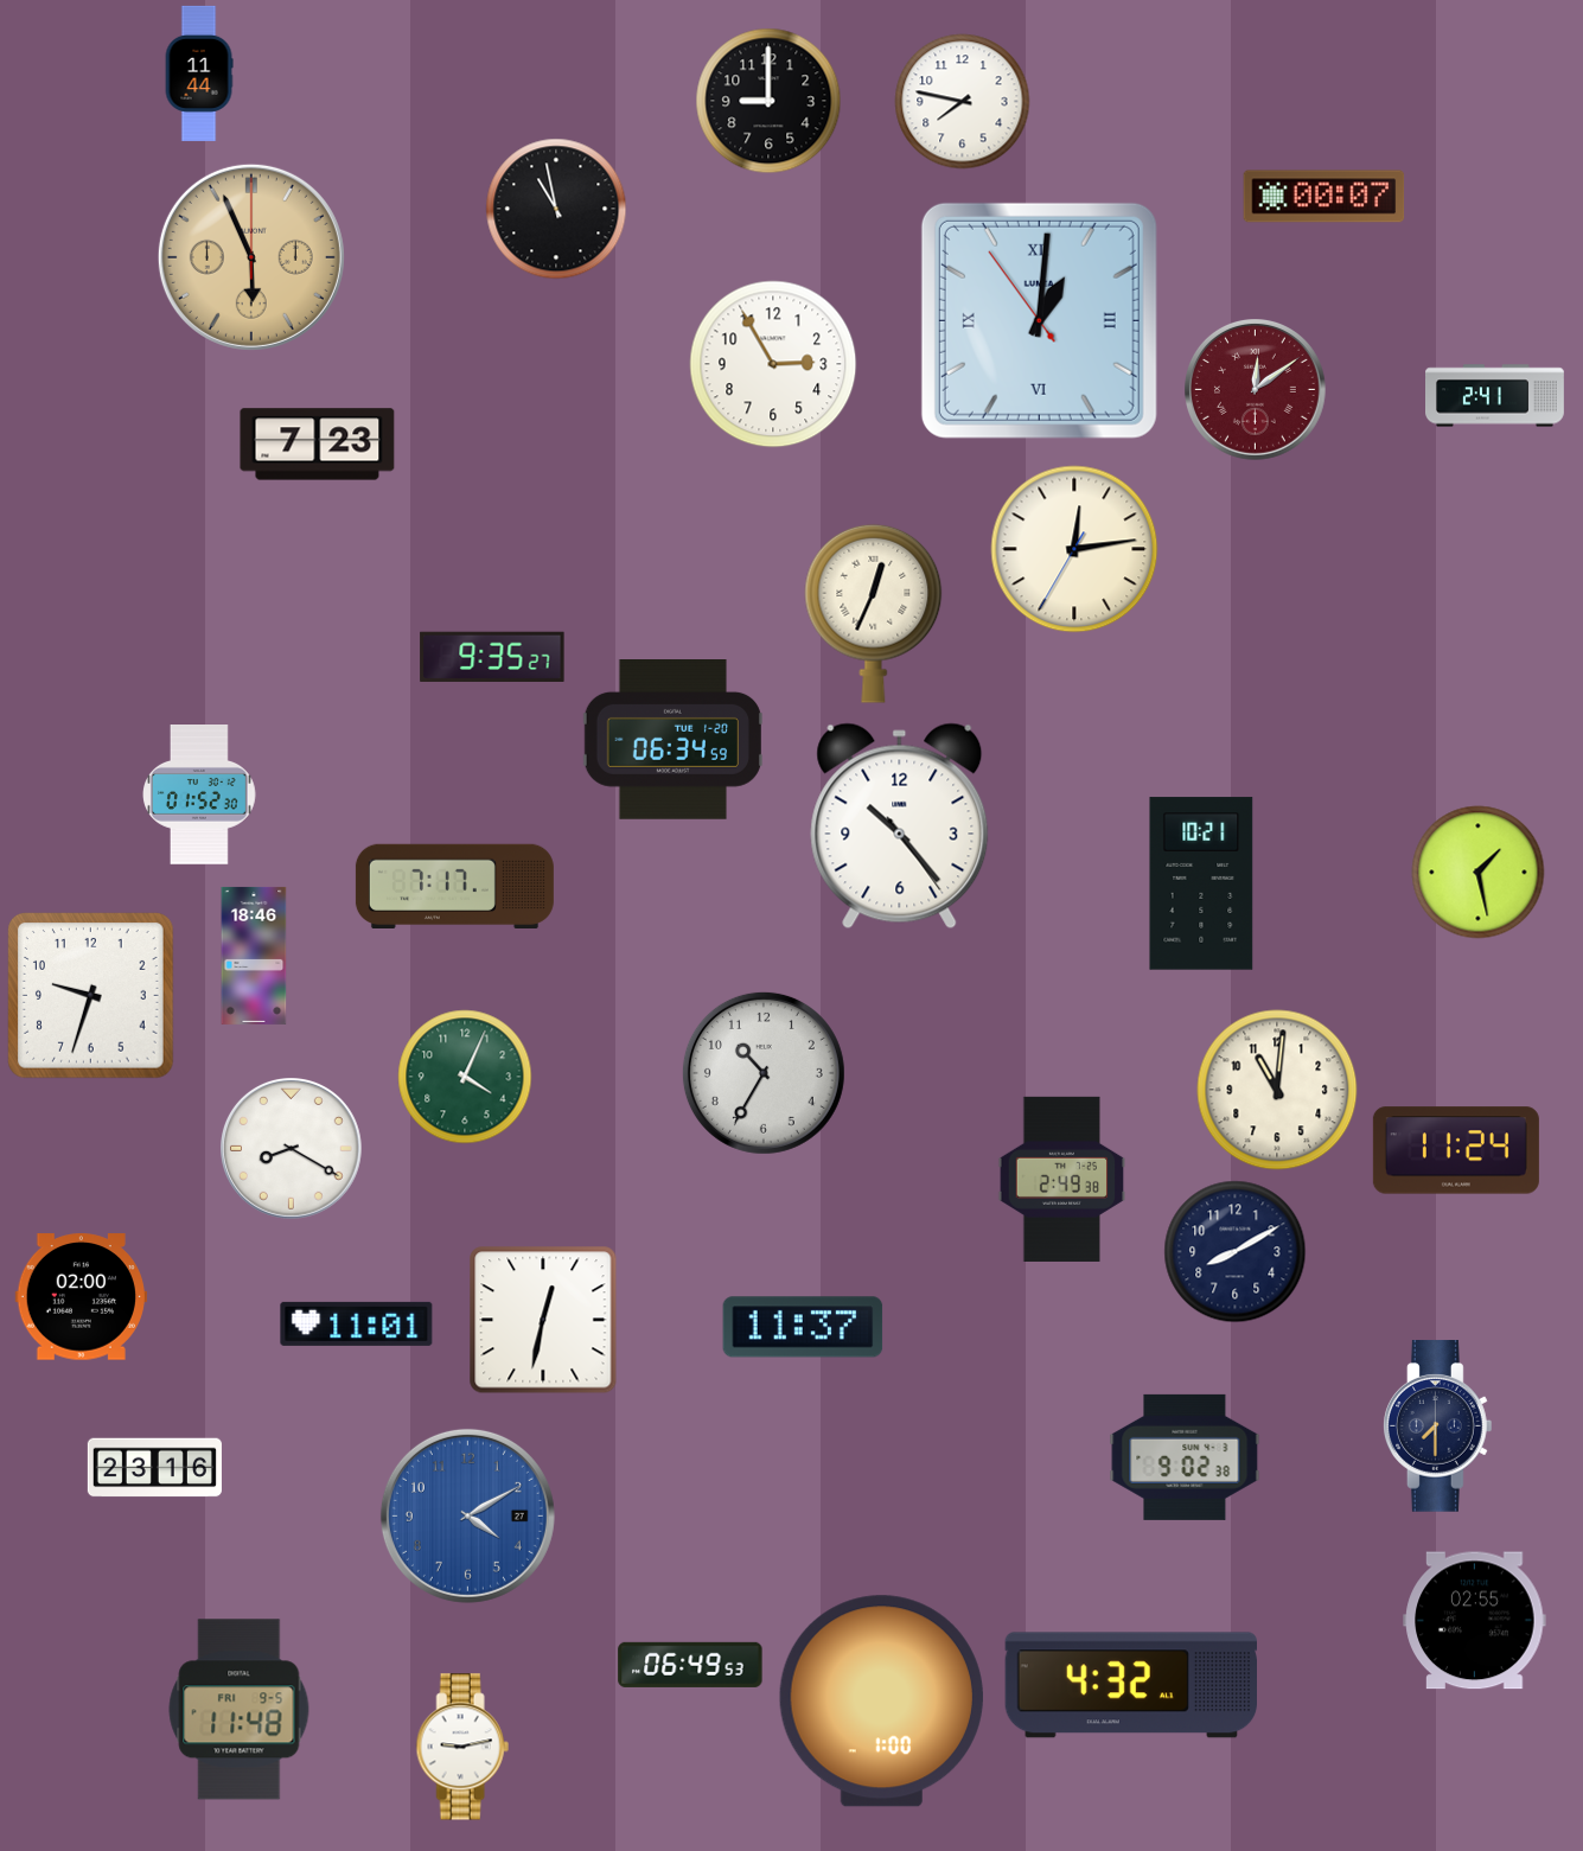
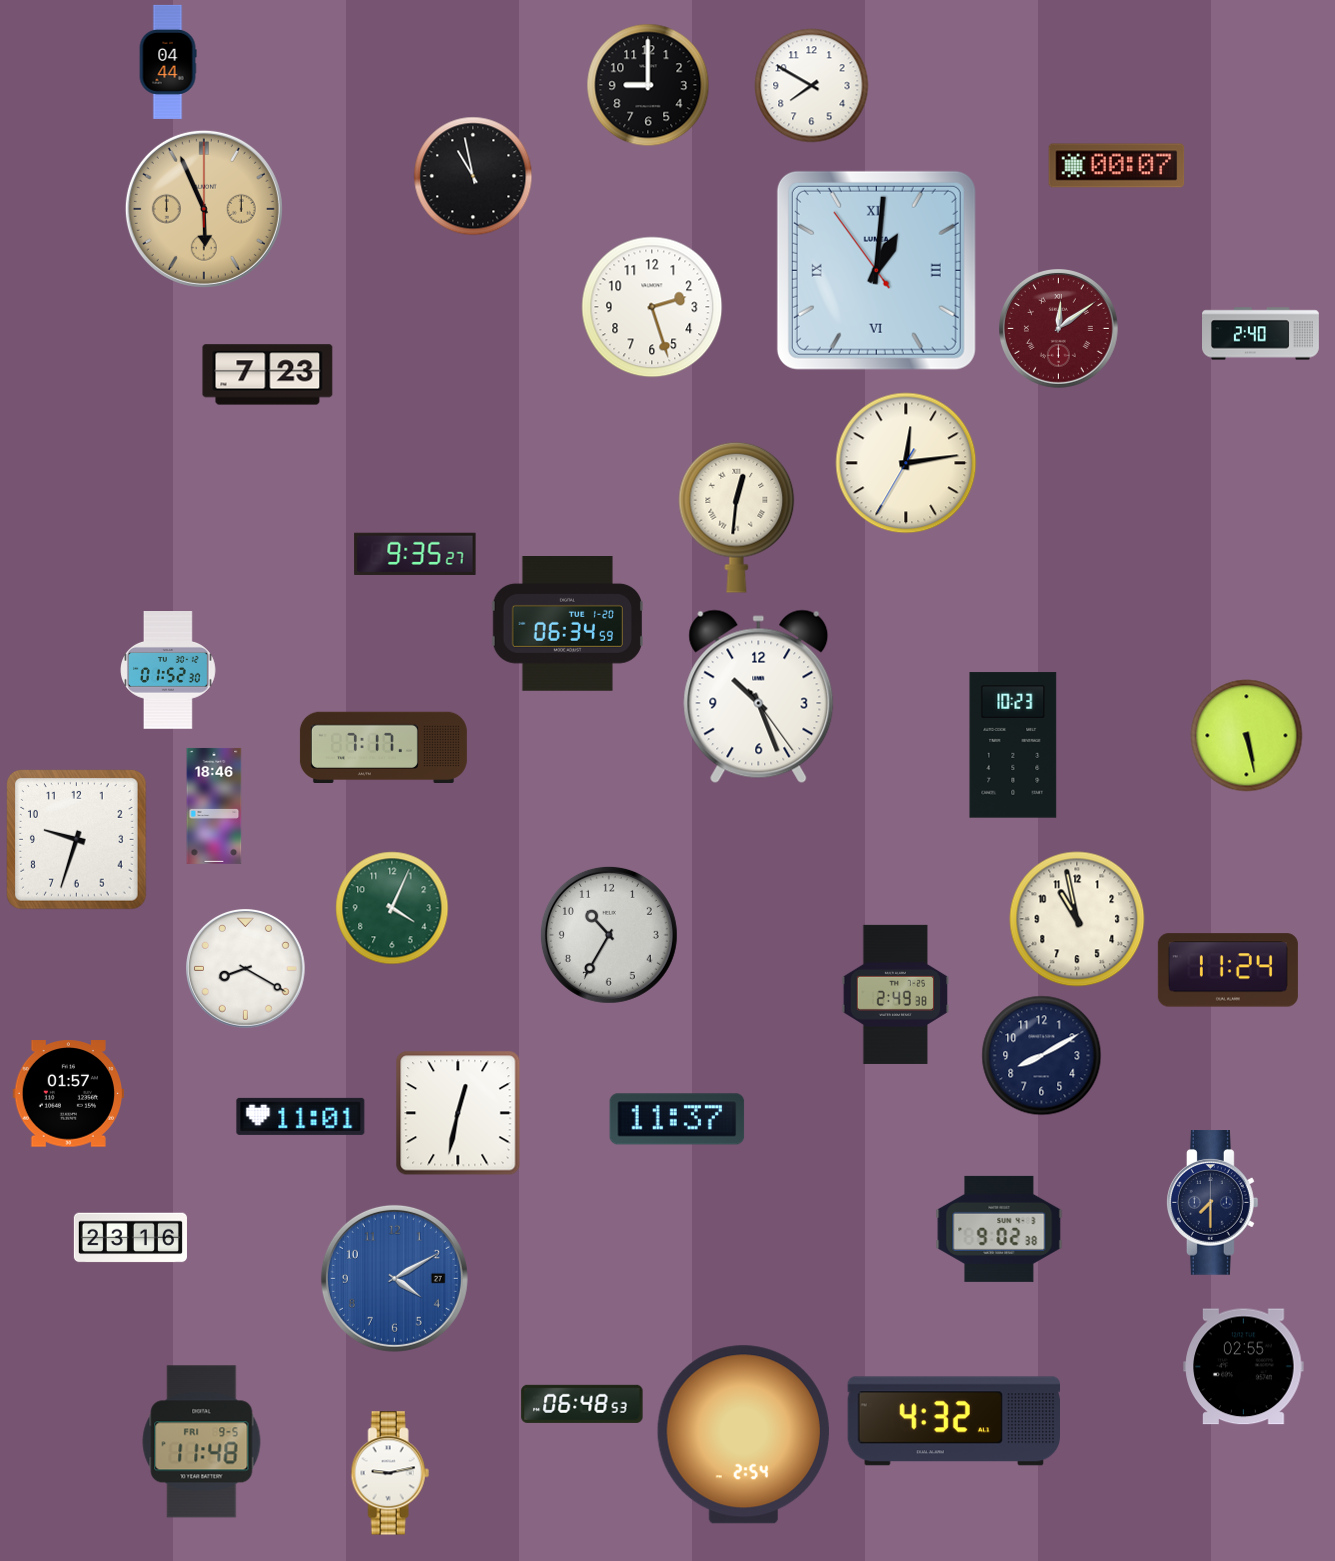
clock at (199, 74): 11:44 -> 04:44
clock at (963, 102): 7:47 -> 7:50
clock at (556, 209) position: (556, 209) -> (473, 176)
clock at (251, 257) position: (251, 257) -> (204, 209)
clock at (773, 364): 2:55 -> 2:27
clock at (1495, 396): 2:41 -> 2:40
clock at (874, 613): 12:34 -> 12:31
clock at (900, 826): 10:23 -> 10:26
clock at (1479, 873): 1:28 -> 5:28
clock at (1201, 883): 10:21 -> 10:23
clock at (764, 1073) position: (764, 1073) -> (609, 935)
clock at (1277, 1090): 11:01 -> 10:58
clock at (81, 1297): 02:00 -> 01:57
clock at (690, 1665): 06:49 -> 06:48
clock at (881, 1702): 1:00 -> 2:54
